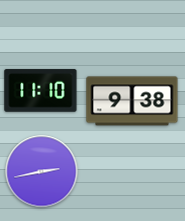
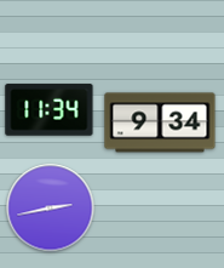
clock at (41, 91): 11:10 -> 11:34
clock at (132, 101): 9:38 -> 9:34
